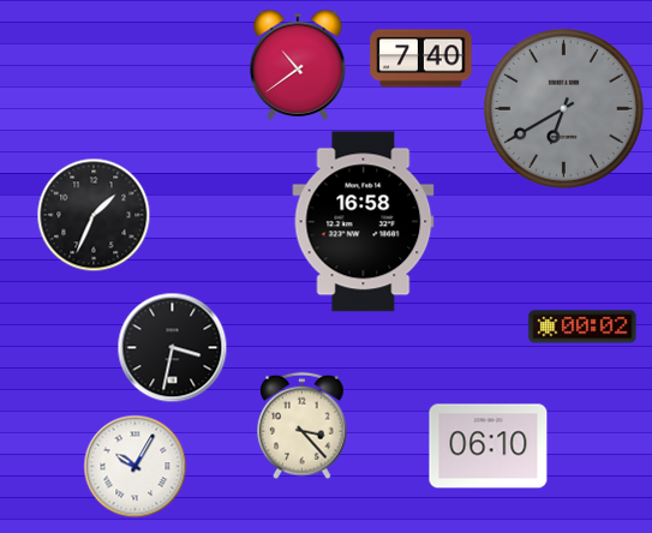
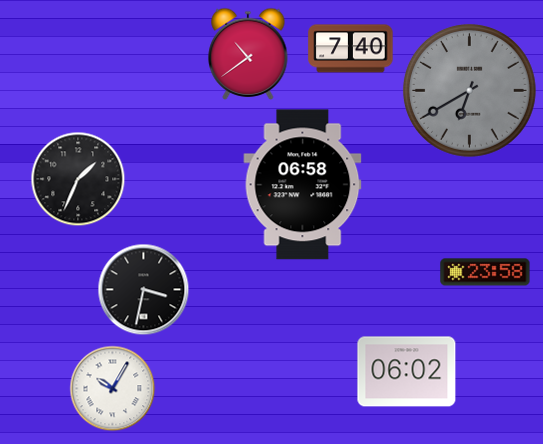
clock at (364, 222): 16:58 -> 06:58
clock at (582, 327): 00:02 -> 23:58
clock at (303, 425): 3:23 -> none
clock at (489, 447): 06:10 -> 06:02
